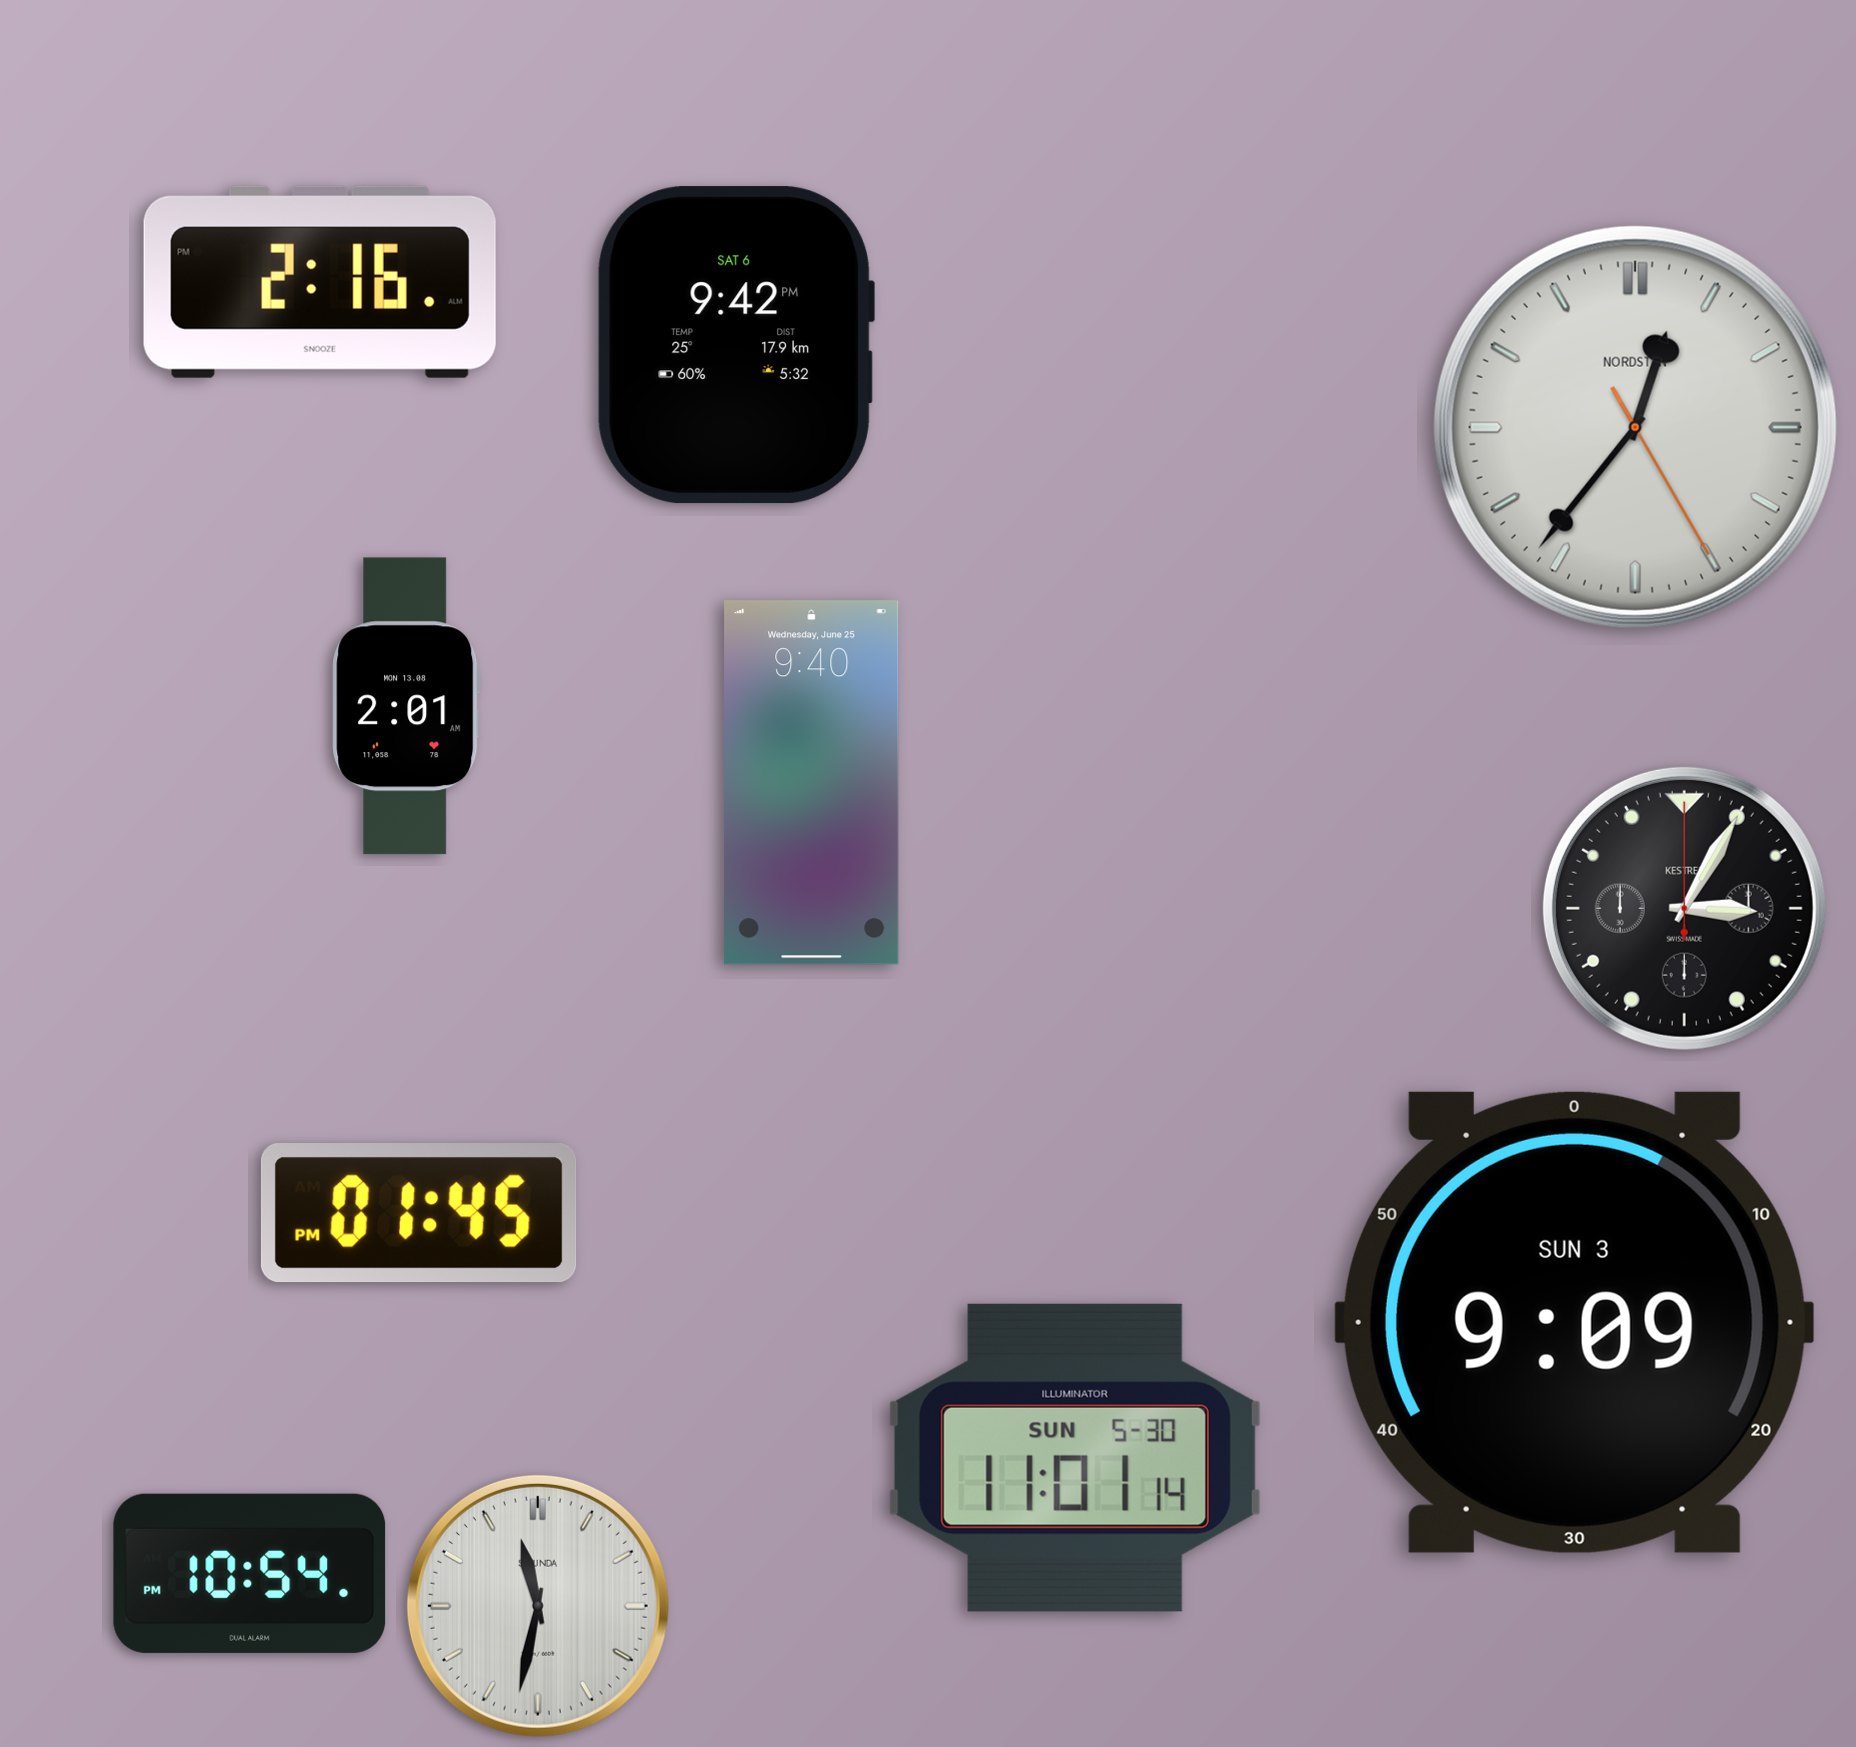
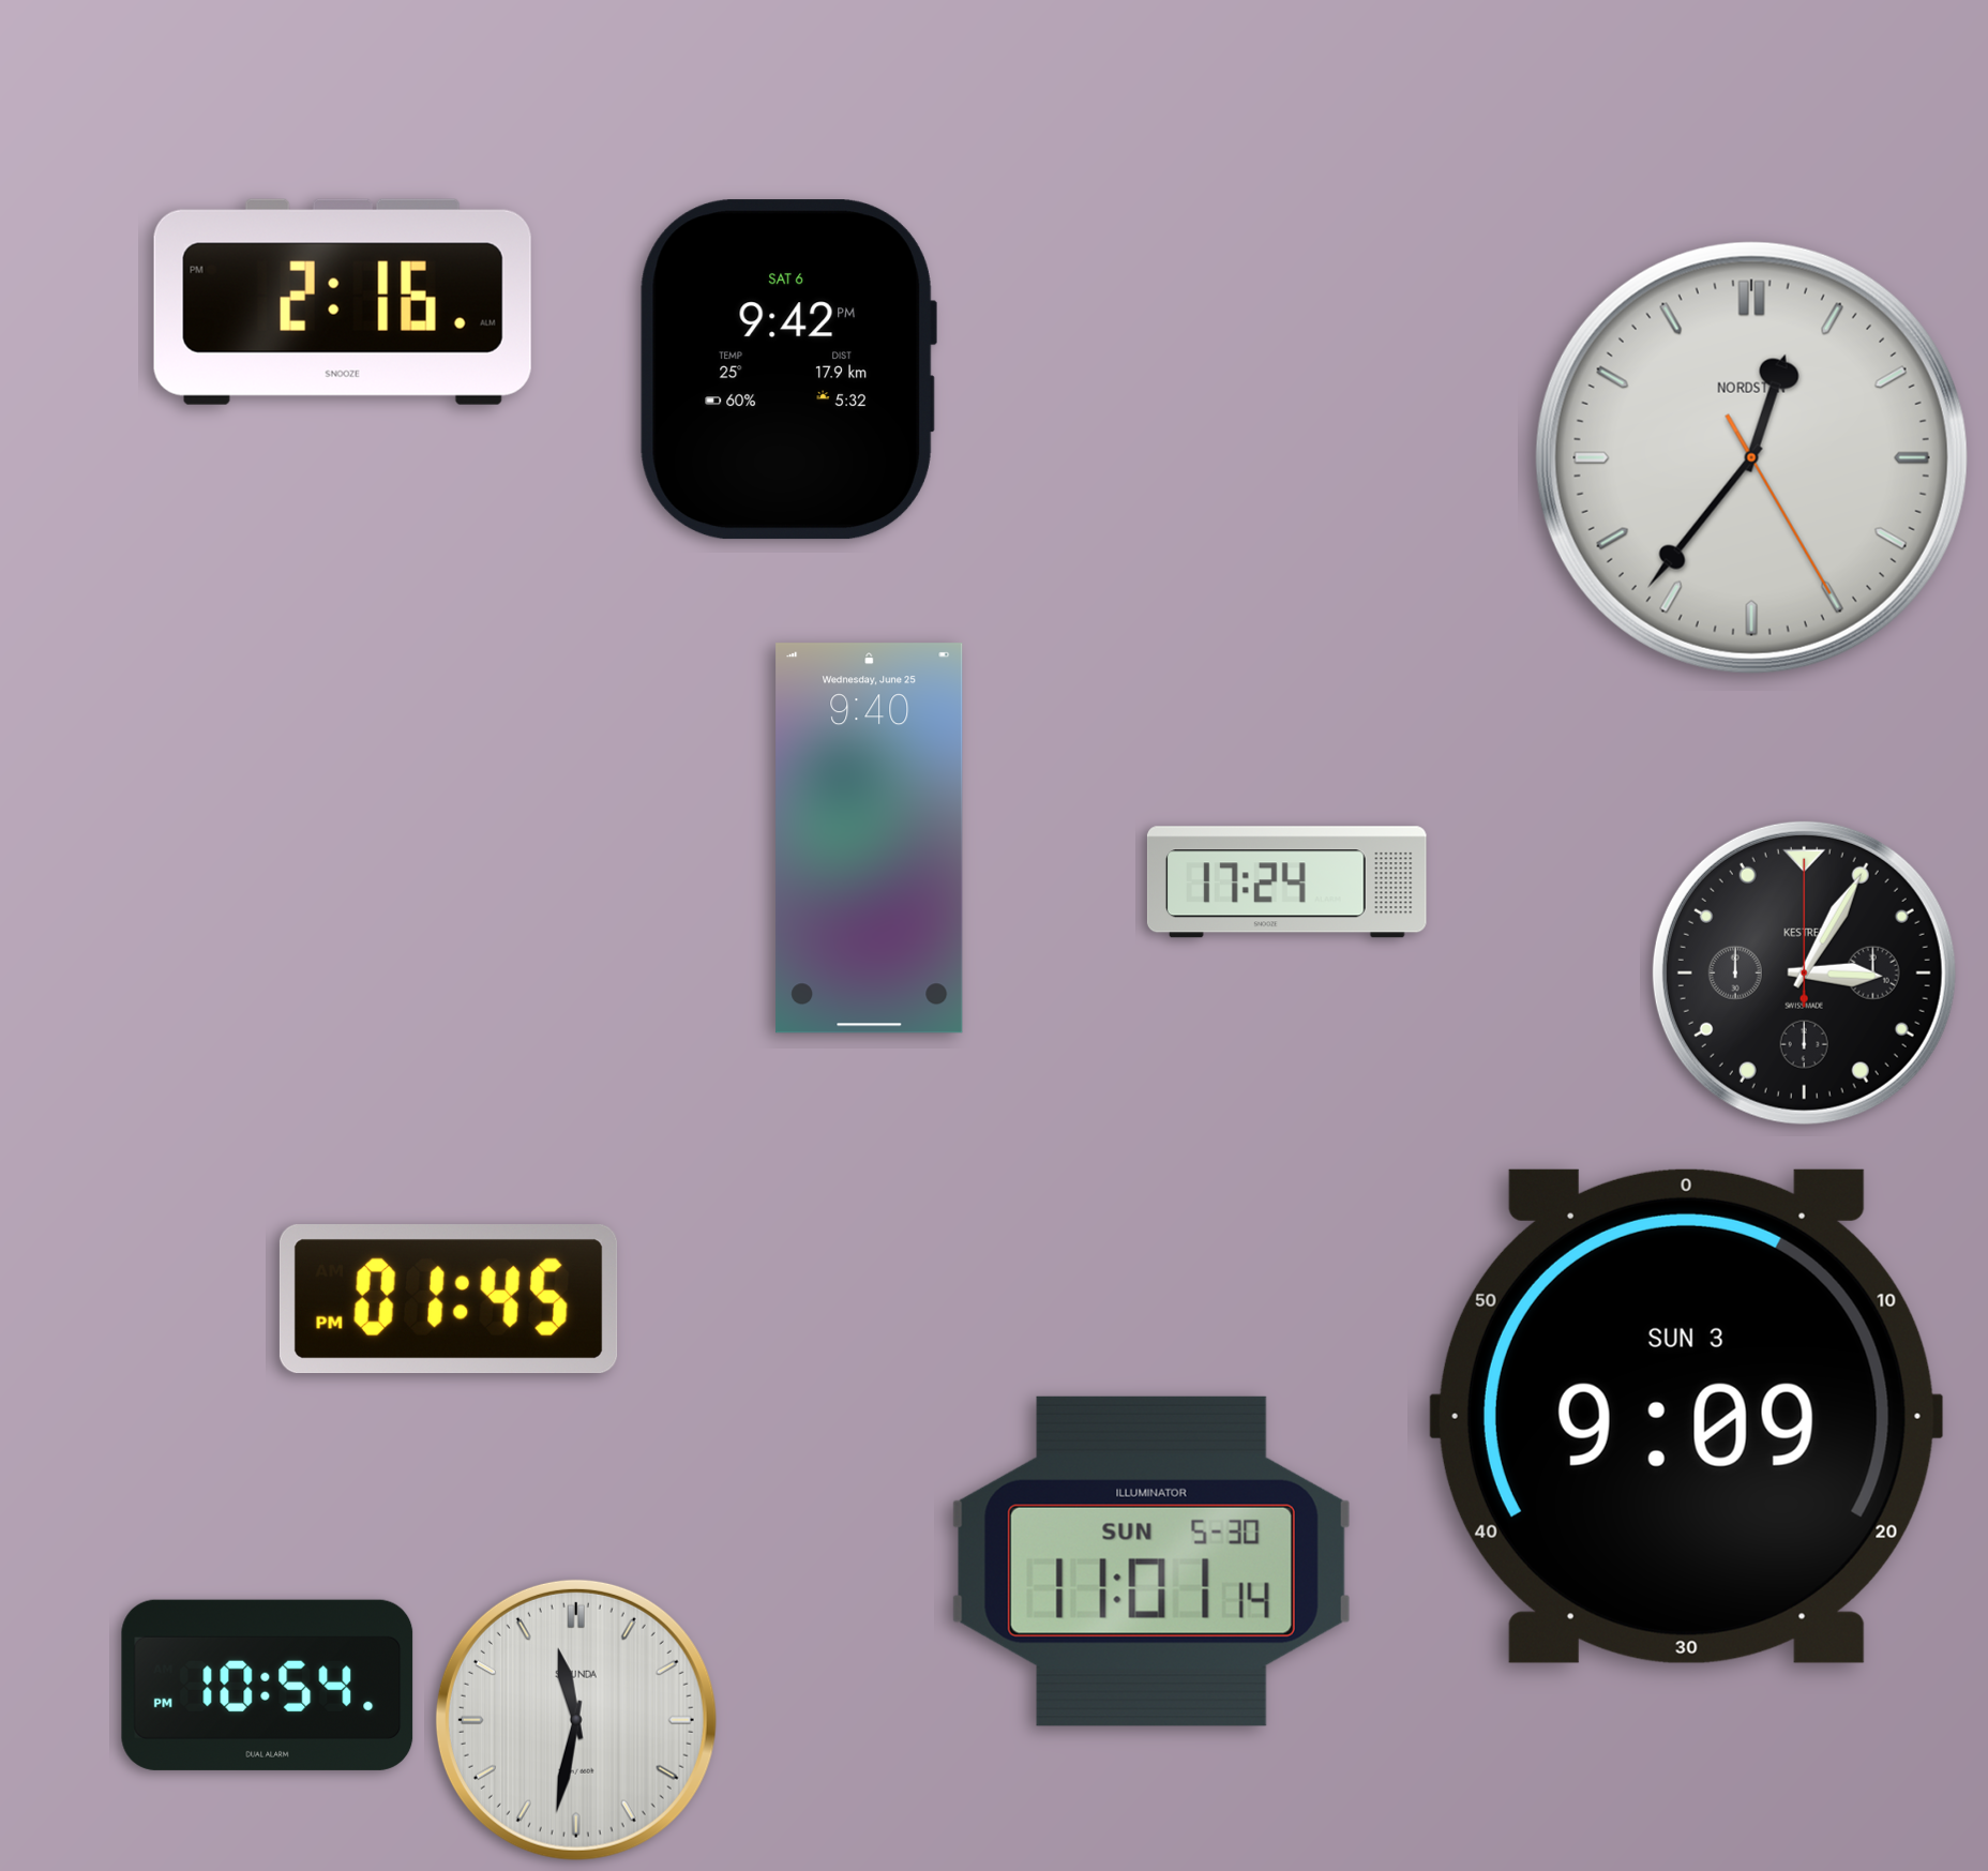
clock at (406, 706): 2:01 -> none
clock at (1286, 882): none -> 17:24
